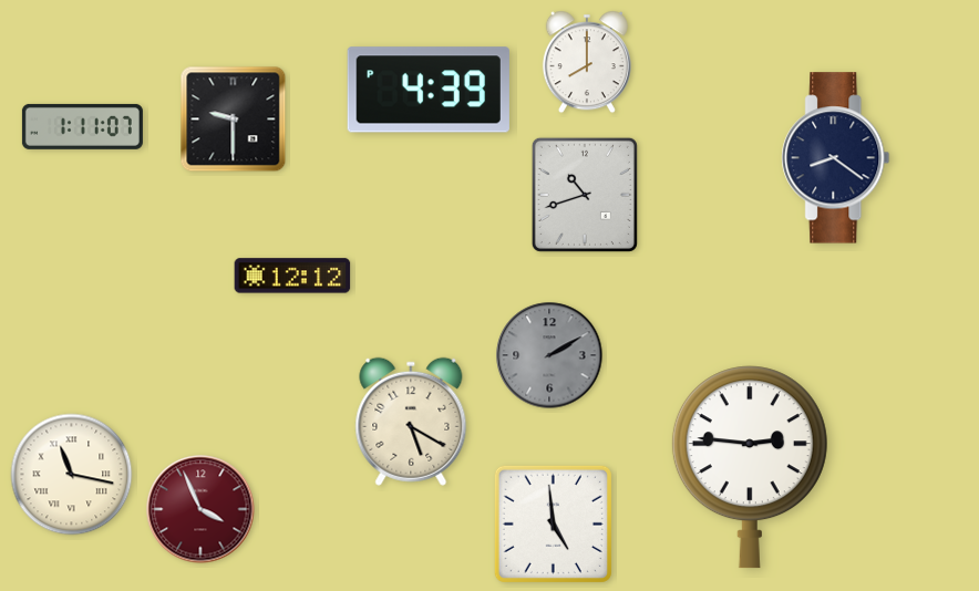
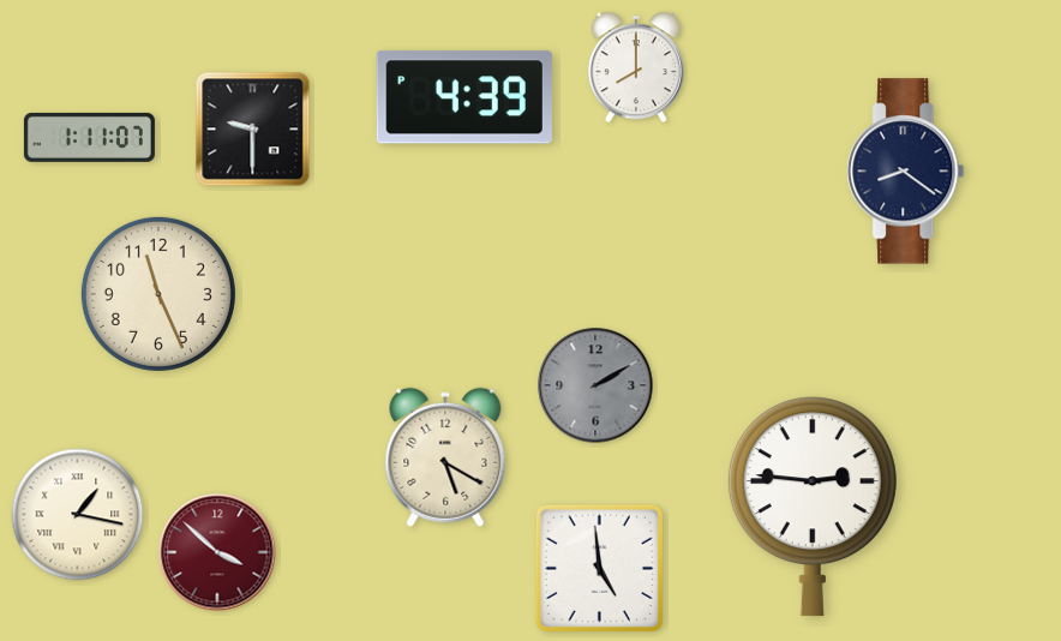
clock at (585, 195): 10:42 -> none
clock at (158, 294): none -> 11:26
clock at (292, 276): 12:12 -> none
clock at (72, 475): 11:17 -> 1:17
clock at (200, 509): 3:56 -> 3:52
